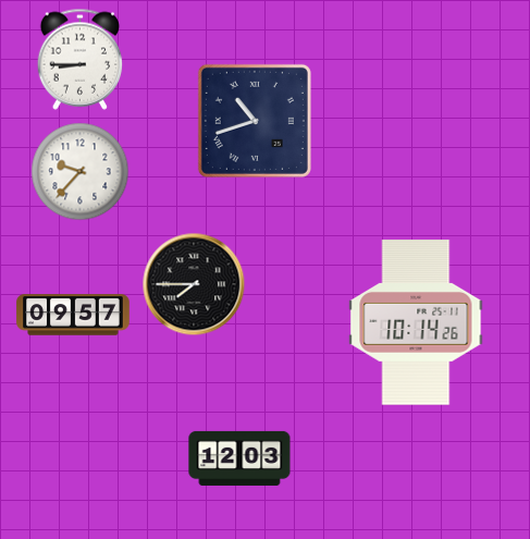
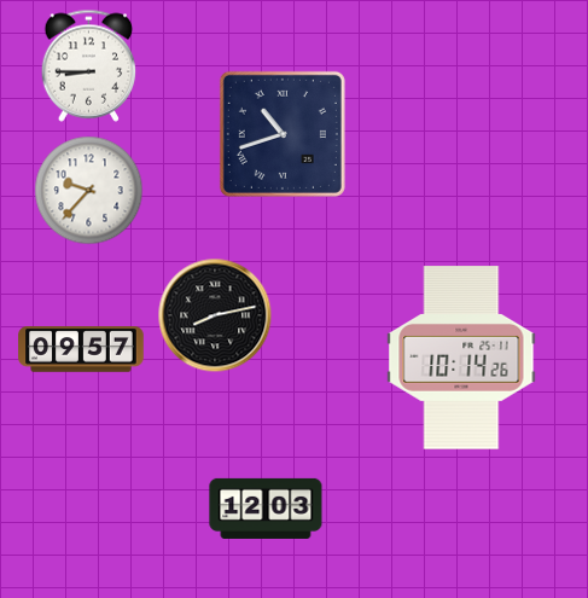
clock at (194, 284): 7:45 -> 8:13
